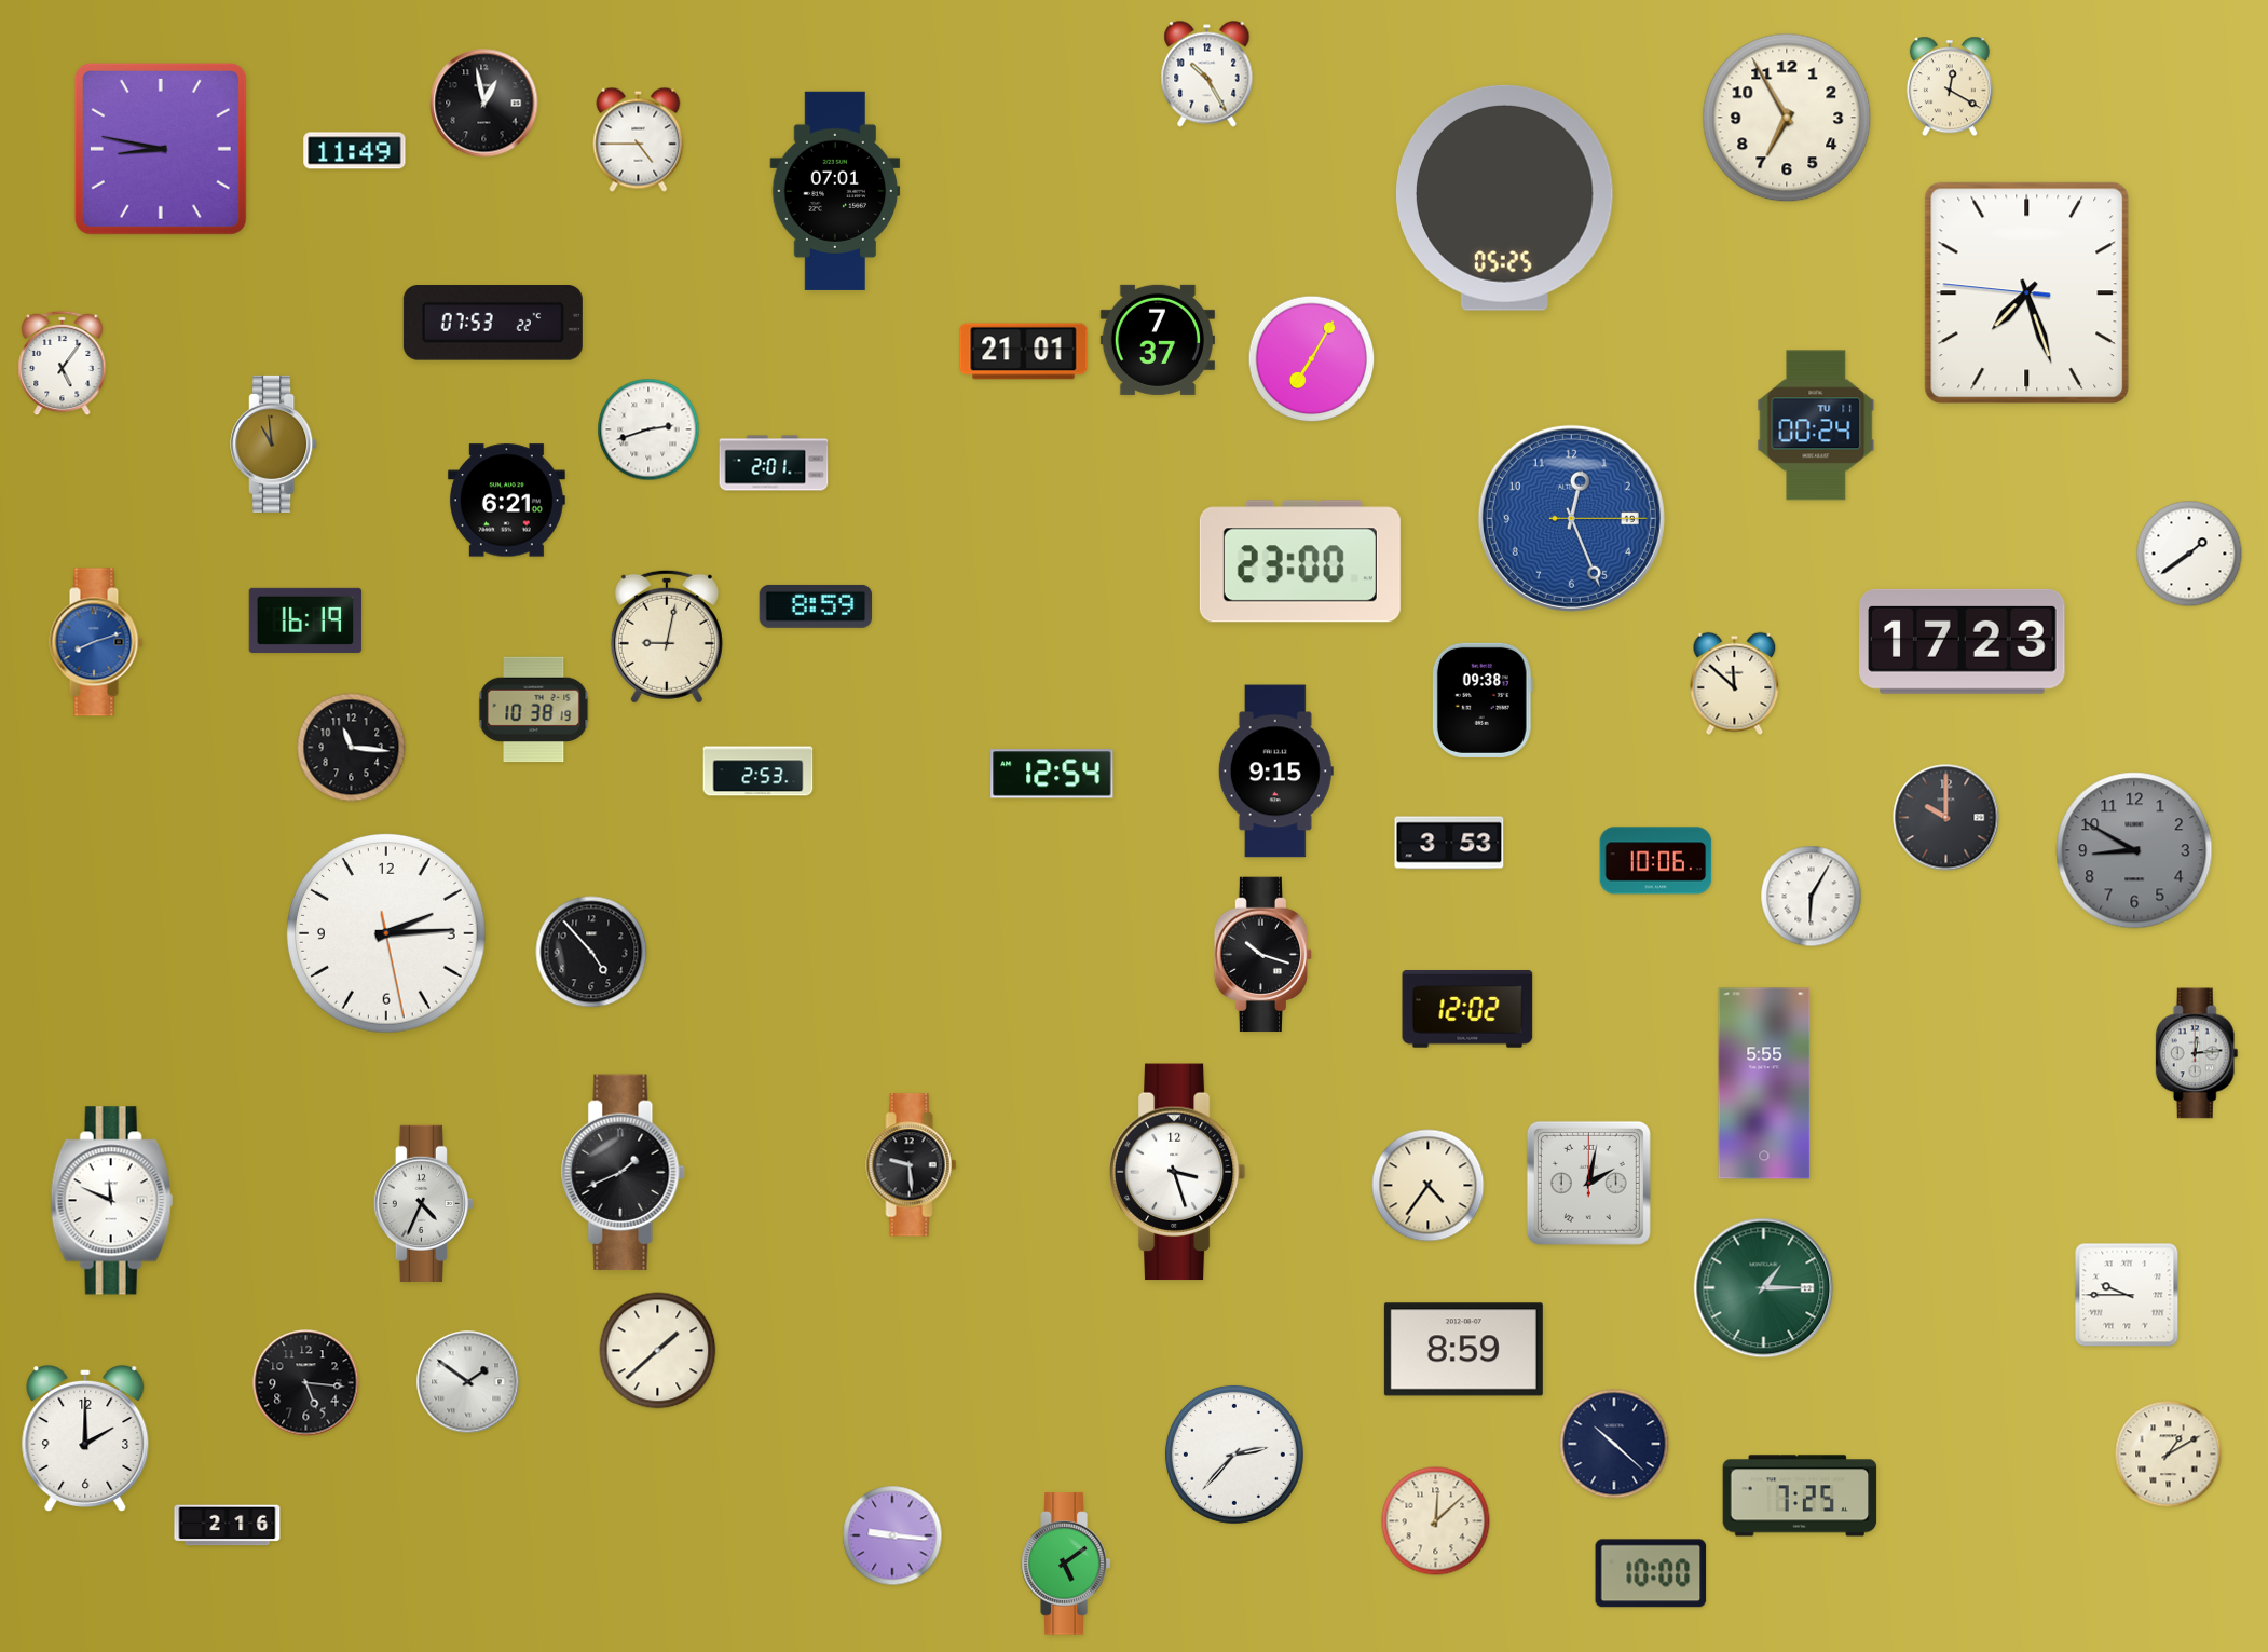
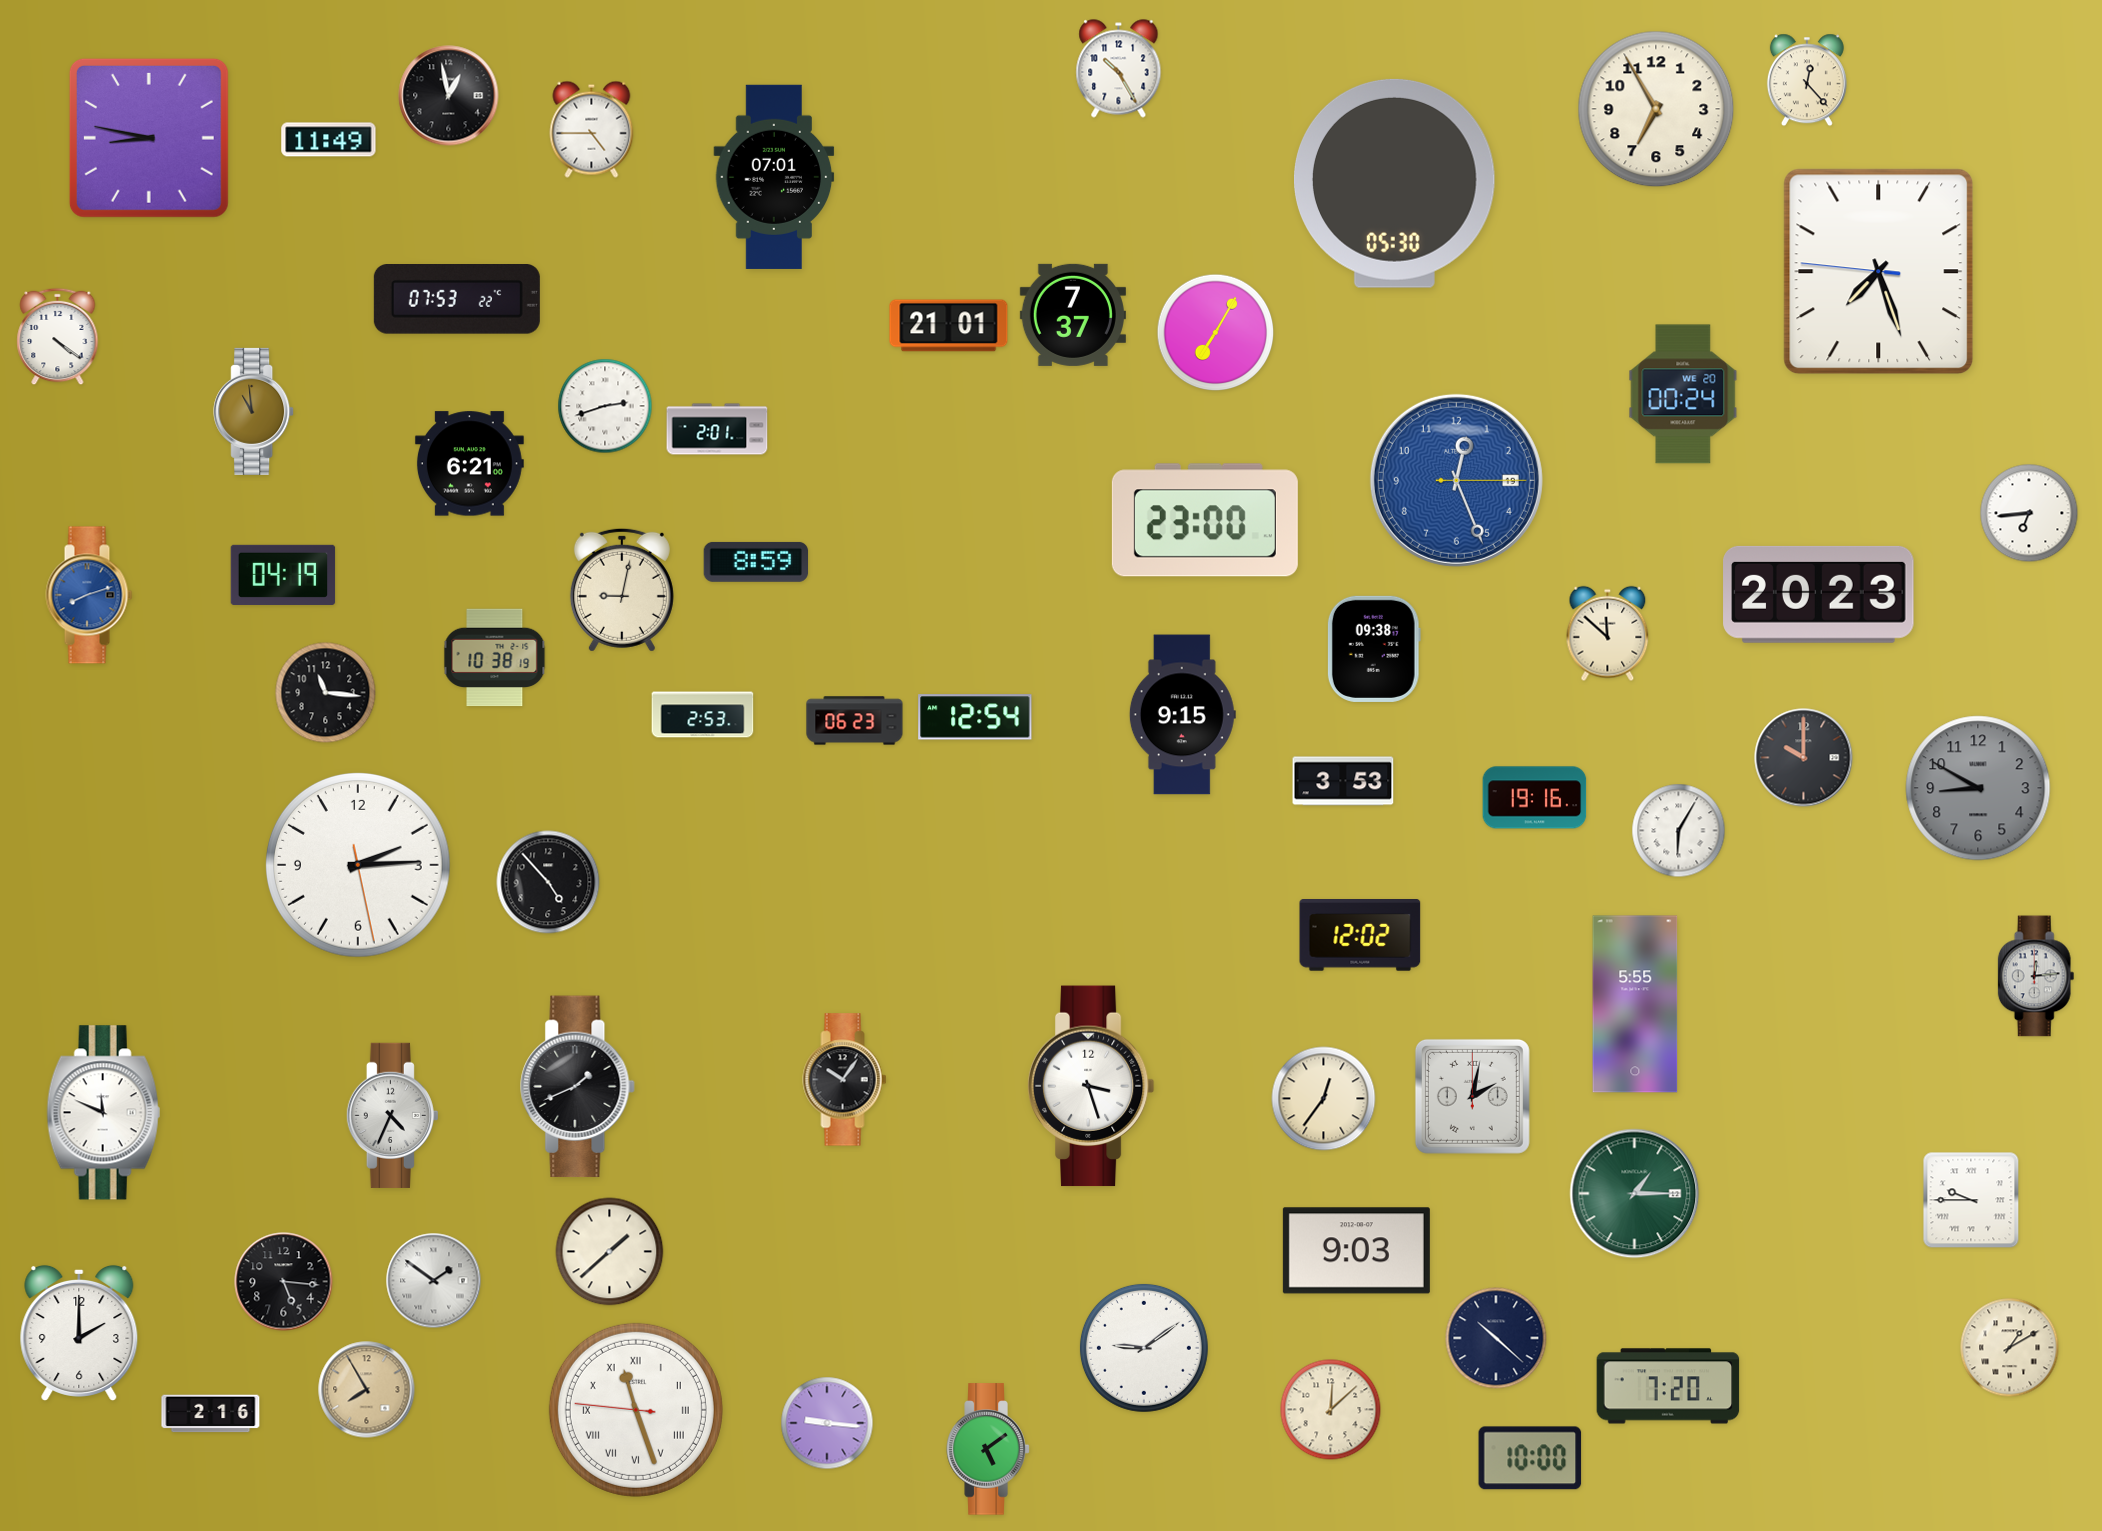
clock at (1950, 86): 12:20 -> 12:23
clock at (1505, 197): 05:25 -> 05:30
clock at (63, 364): 5:06 -> 4:21
clock at (1816, 425) date: TU 11 -> WE 20
clock at (648, 429) position: (648, 429) -> (605, 406)
clock at (2189, 554): 1:39 -> 6:44
clock at (305, 620): 16:19 -> 04:19
clock at (667, 637) position: (667, 637) -> (622, 590)
clock at (1963, 641): 17:23 -> 20:23
clock at (855, 721): none -> 06:23
clock at (1656, 861): 10:06 -> 19:16
clock at (1263, 955): 10:18 -> none
clock at (912, 1165): 9:29 -> 10:06
clock at (1429, 1186): 4:36 -> 12:36
clock at (1463, 1350): 8:59 -> 9:03
clock at (1234, 1455): 2:37 -> 9:09
clock at (1800, 1496): 7:25 -> 7:20
clock at (367, 1390): none -> 7:55
clock at (636, 1410): none -> 11:26
